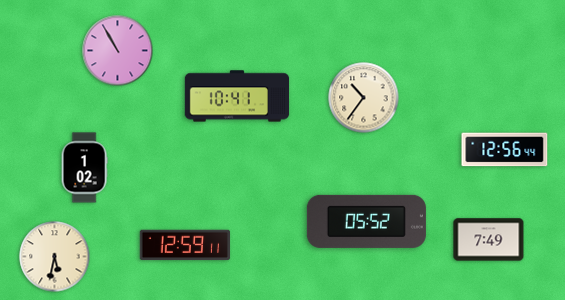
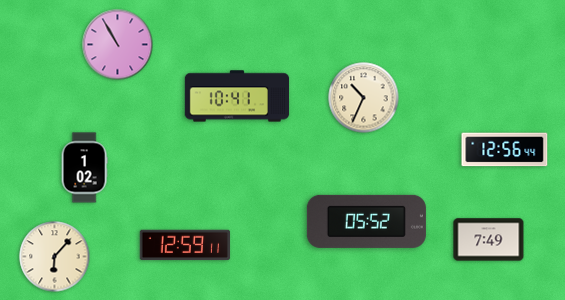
clock at (118, 51) position: (118, 51) -> (118, 45)
clock at (364, 98): 10:36 -> 10:34
clock at (55, 257): 5:32 -> 6:07
